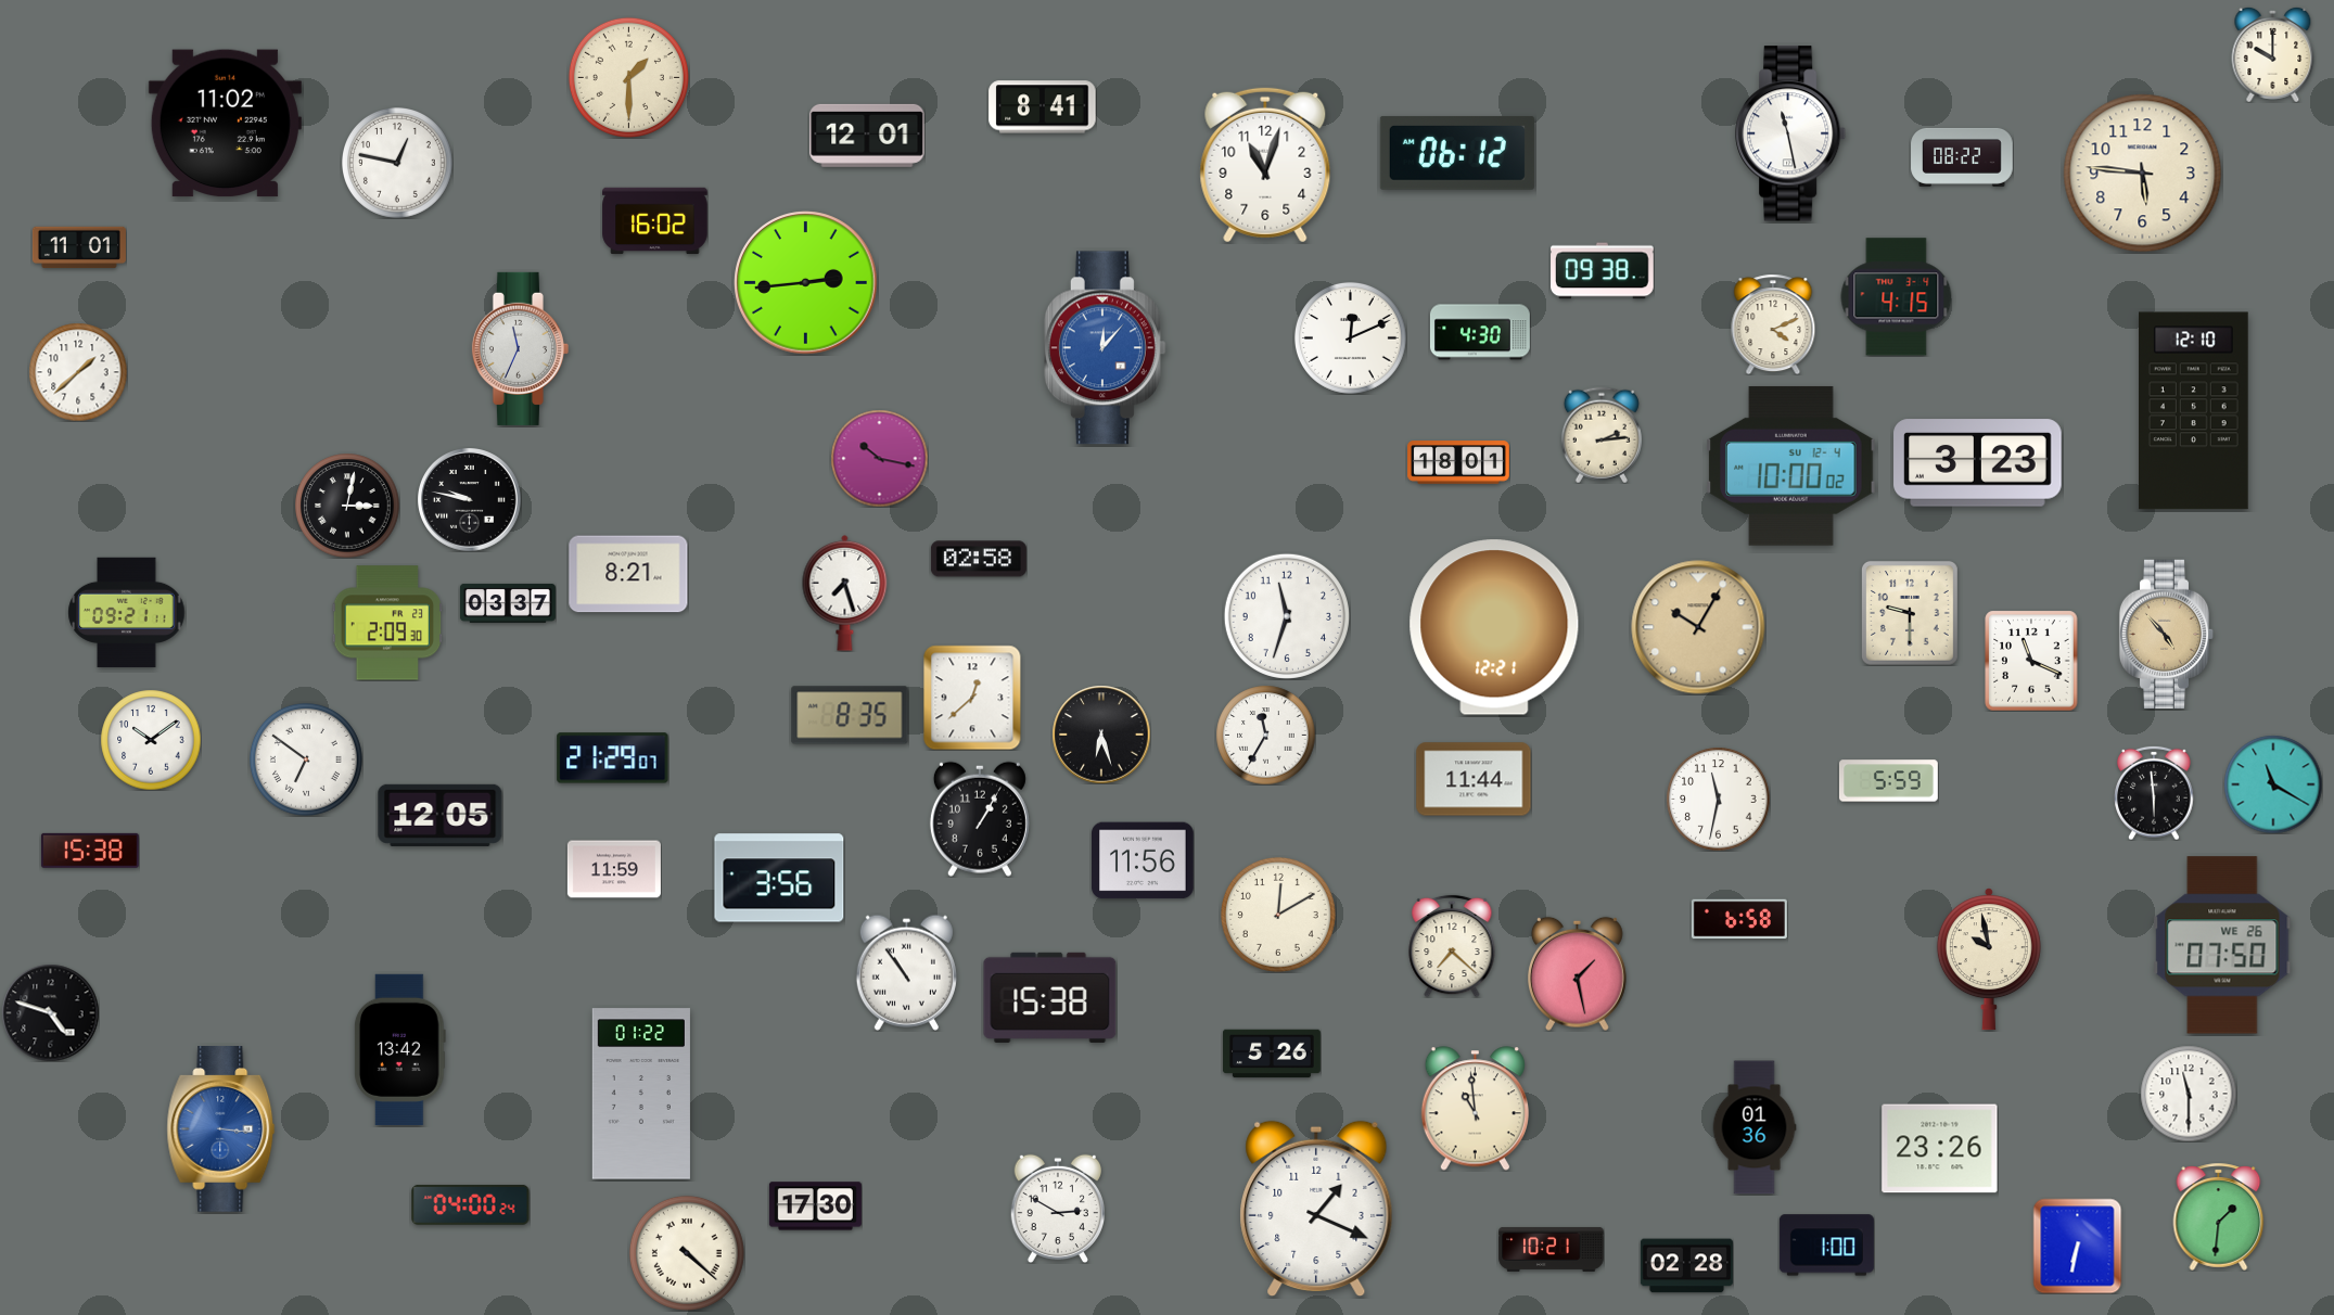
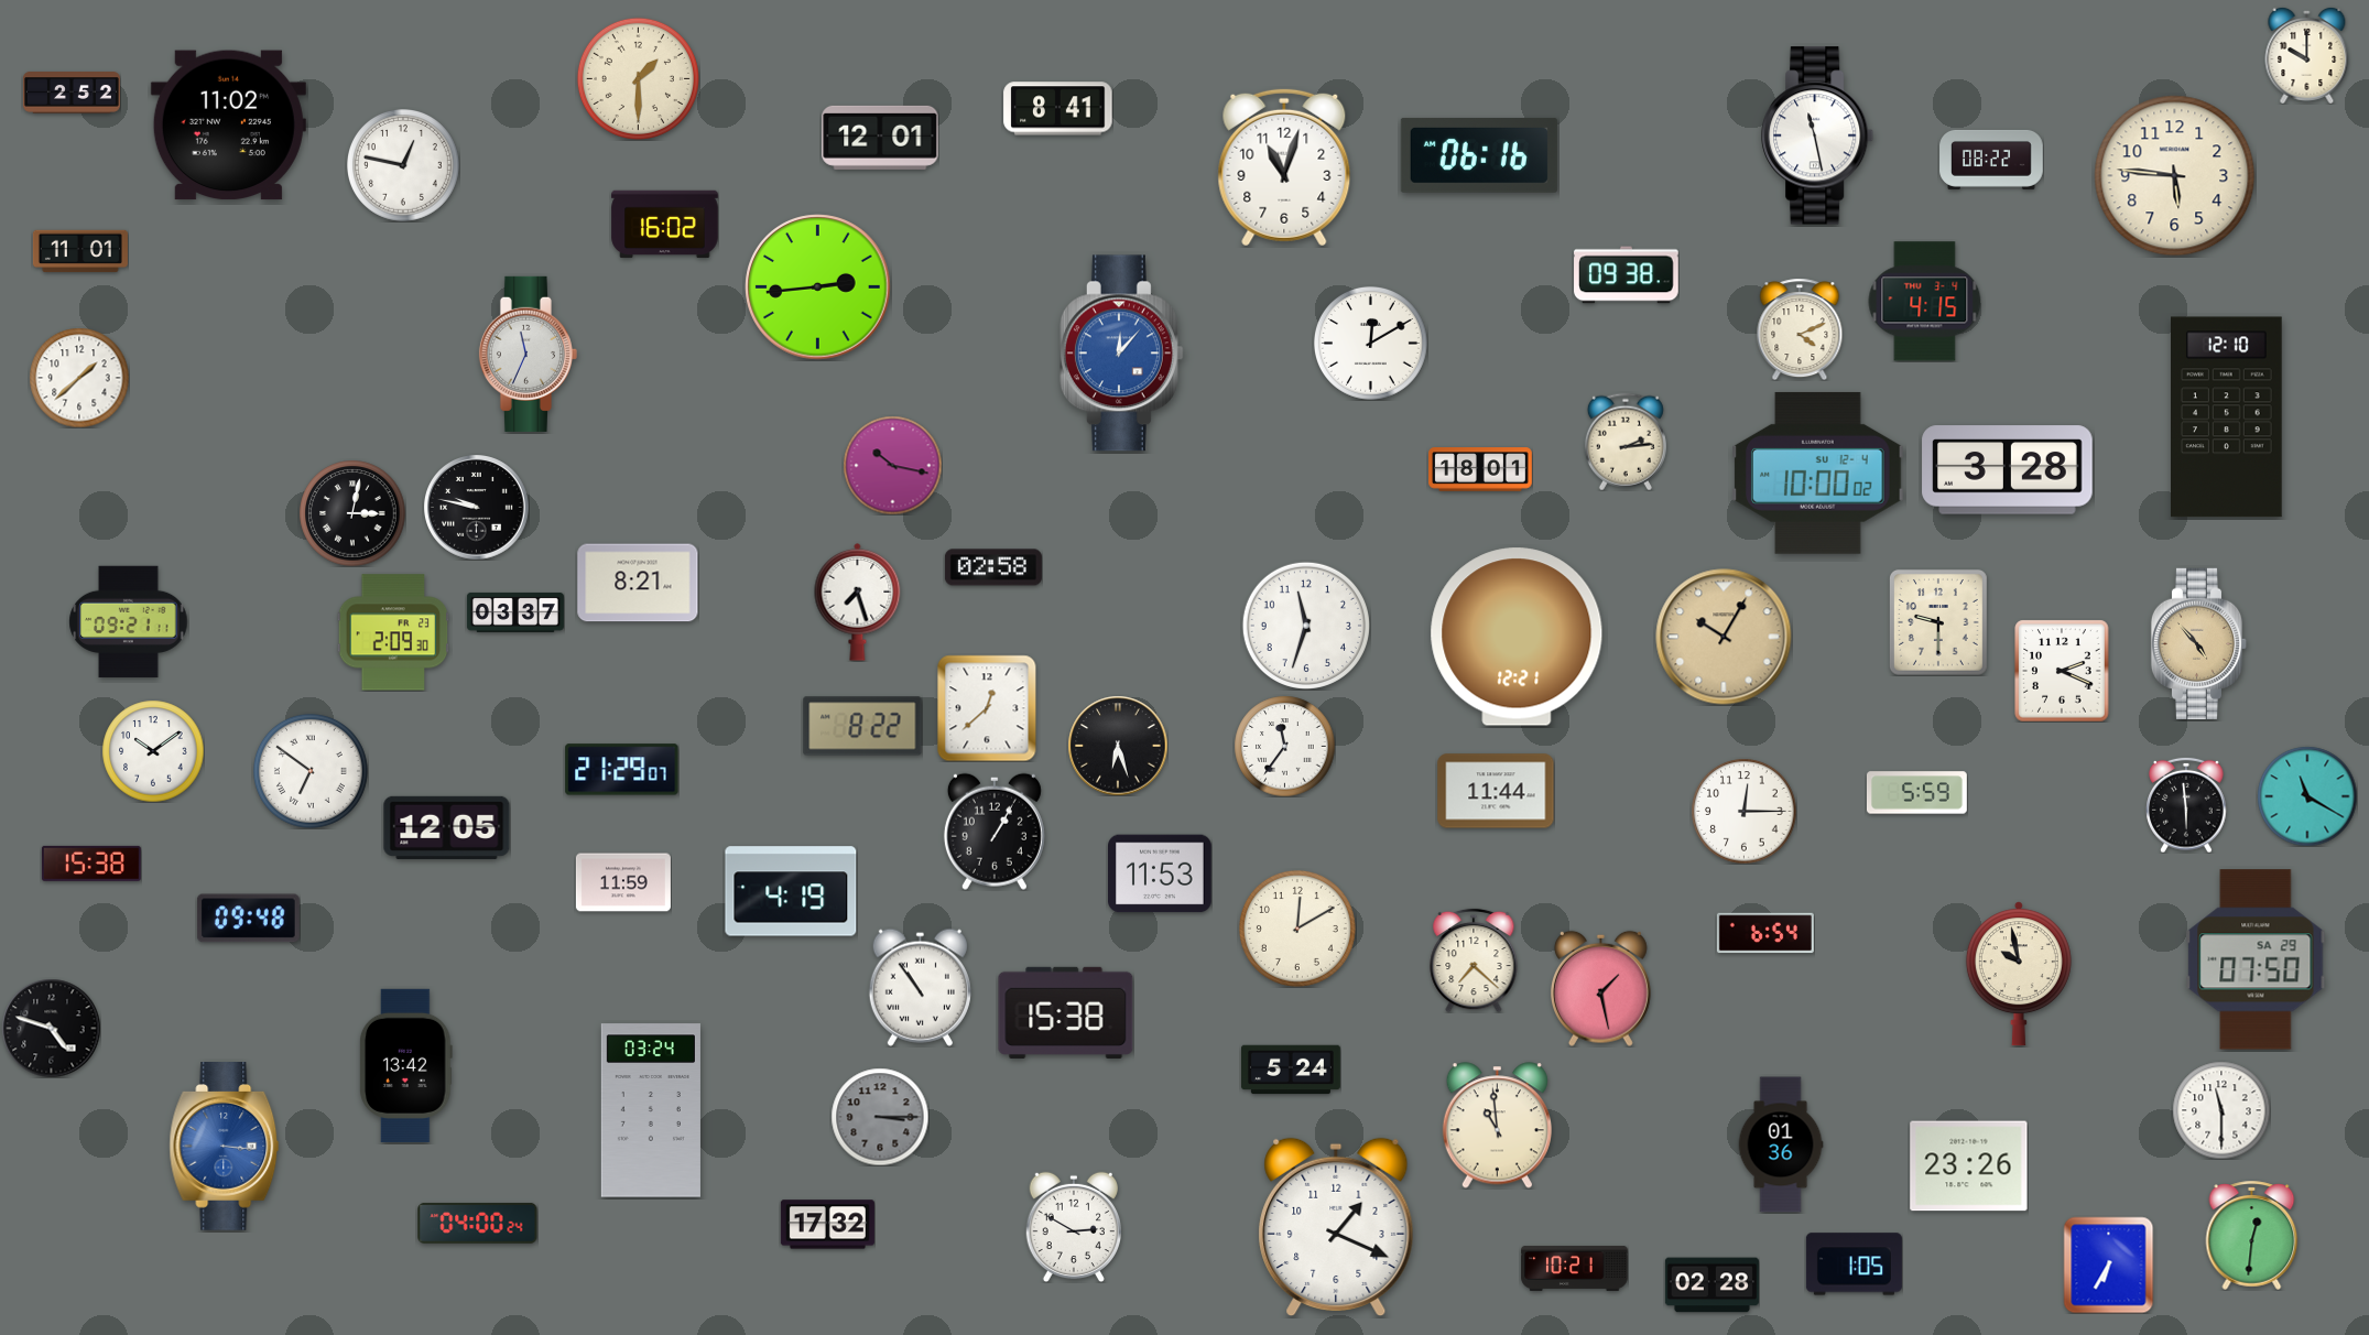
clock at (72, 93): none -> 2:52
clock at (1457, 153): 06:12 -> 06:16
clock at (1480, 332): 4:30 -> none
clock at (1350, 337): 12:11 -> 12:10
clock at (1978, 463): 3:23 -> 3:28
clock at (2031, 661): 11:19 -> 2:19
clock at (850, 715): 8:35 -> 8:22
clock at (1265, 735): 11:35 -> 11:36
clock at (1718, 799): 11:32 -> 12:15
clock at (1144, 860): 11:56 -> 11:53
clock at (779, 878): 3:56 -> 4:19
clock at (248, 919): none -> 09:48
clock at (1739, 919): 6:58 -> 6:54
clock at (2222, 945) date: WE 26 -> SA 29
clock at (1272, 1054): 5:26 -> 5:24
clock at (641, 1094): 01:22 -> 03:24
clock at (880, 1117): none -> 3:15
clock at (815, 1207): 17:30 -> 17:32
clock at (2219, 1216): 1:31 -> 12:31
clock at (1826, 1246): 1:00 -> 1:05
clock at (2078, 1246): 6:32 -> 6:35
clock at (687, 1253): 4:22 -> none
